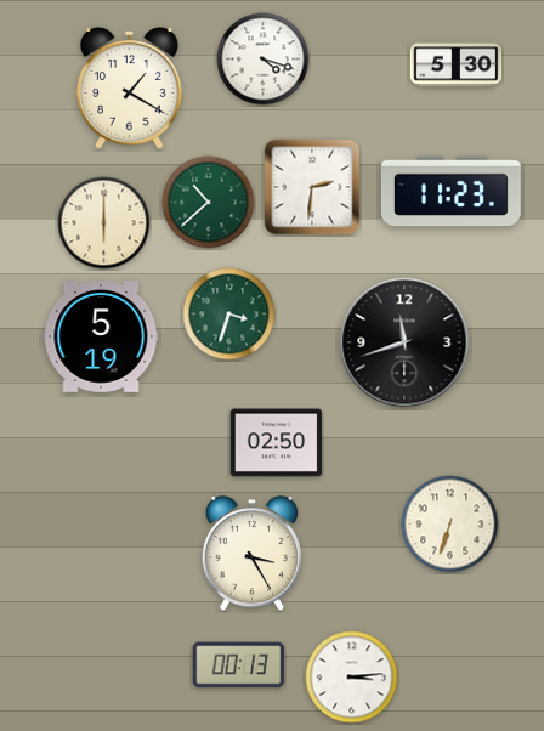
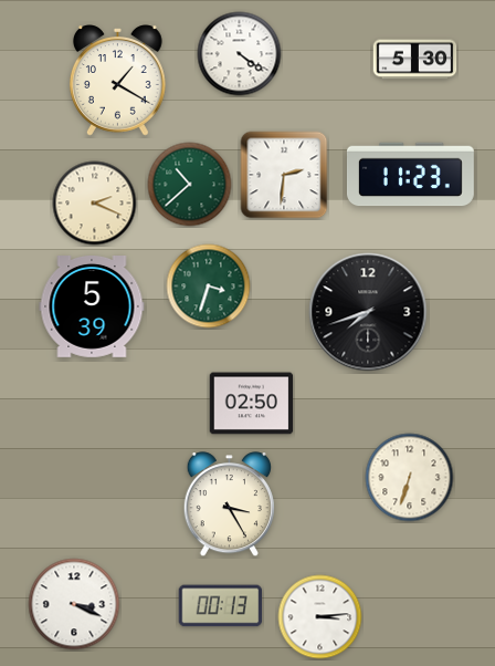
clock at (263, 59): 4:18 -> 4:21
clock at (312, 187) position: (312, 187) -> (284, 175)
clock at (104, 223): 6:00 -> 2:19
clock at (101, 338): 5:19 -> 5:39
clock at (404, 342): 11:42 -> 7:42
clock at (74, 604): none -> 3:19
clock at (239, 665) position: (239, 665) -> (221, 606)
